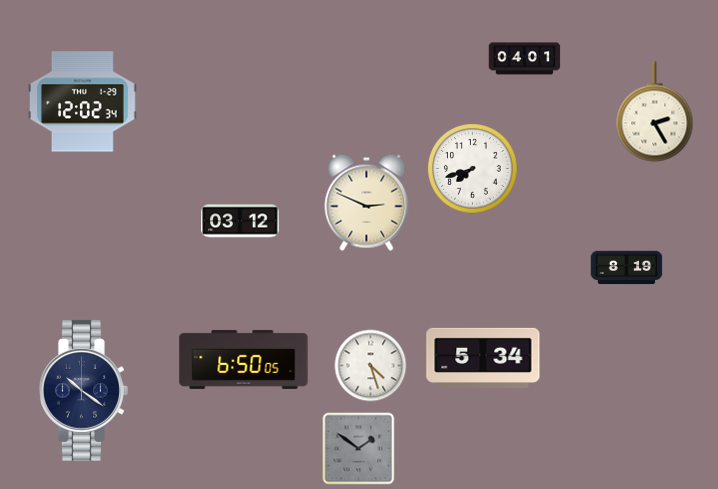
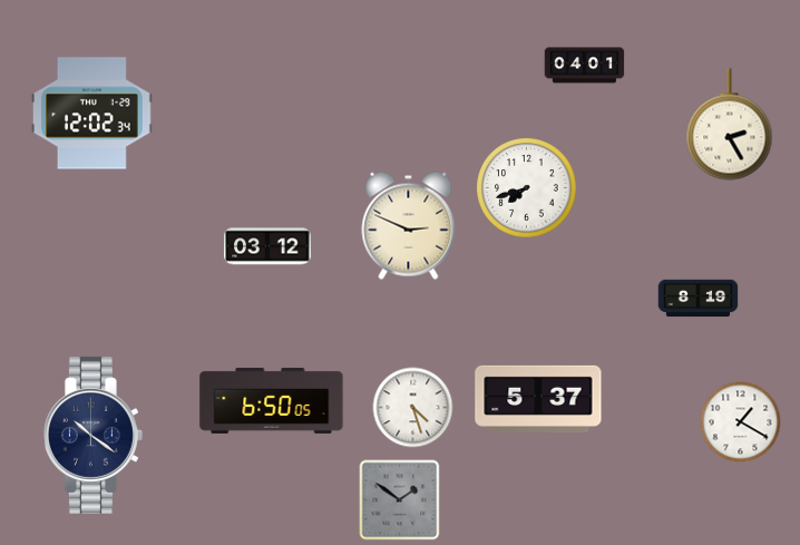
clock at (483, 358): 5:34 -> 5:37
clock at (741, 422): none -> 1:20
